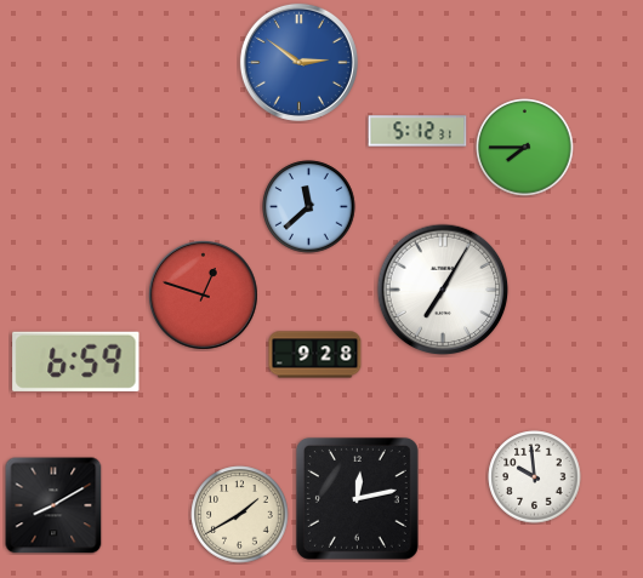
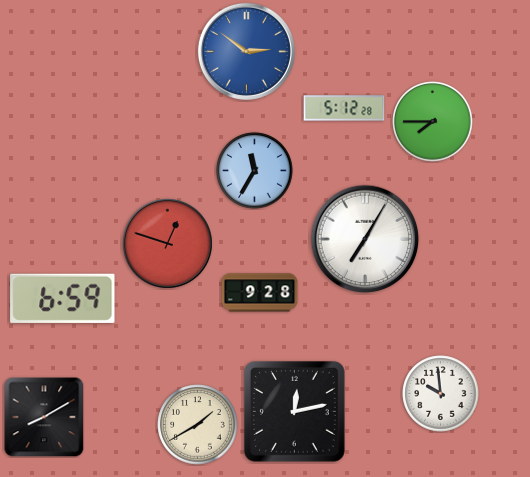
clock at (417, 131): 5:12:31 -> 5:12:28
clock at (309, 207): 11:38 -> 11:35
